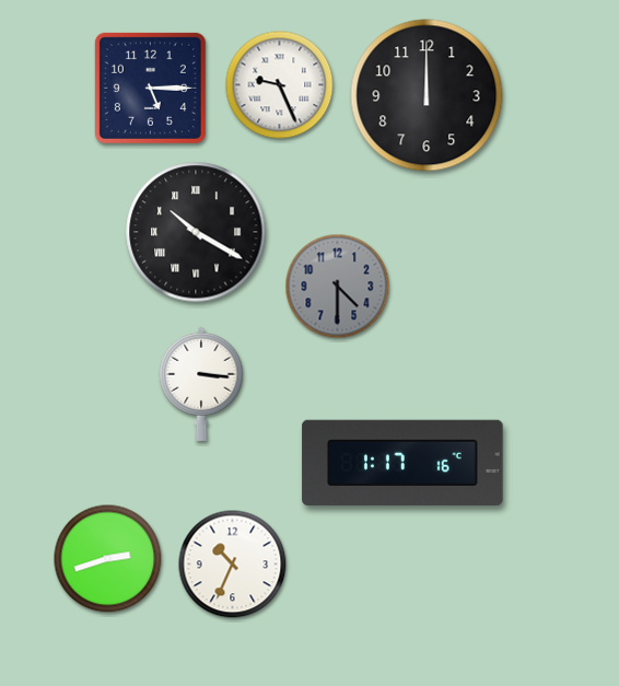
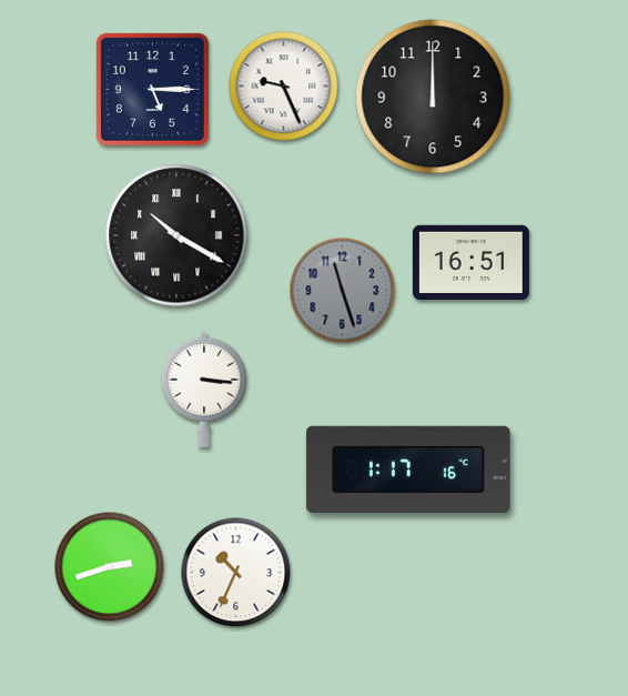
clock at (196, 232) position: (196, 232) -> (176, 235)
clock at (470, 262): none -> 16:51
clock at (338, 287): 4:30 -> 11:27
